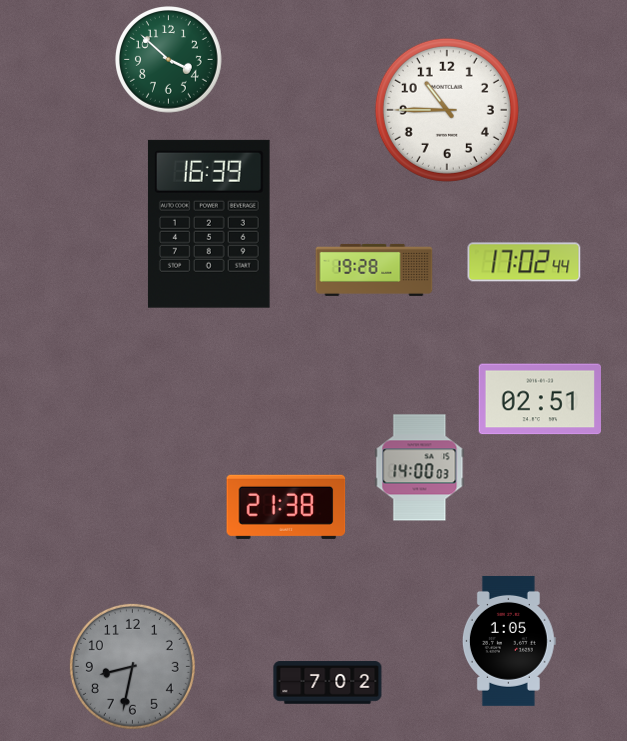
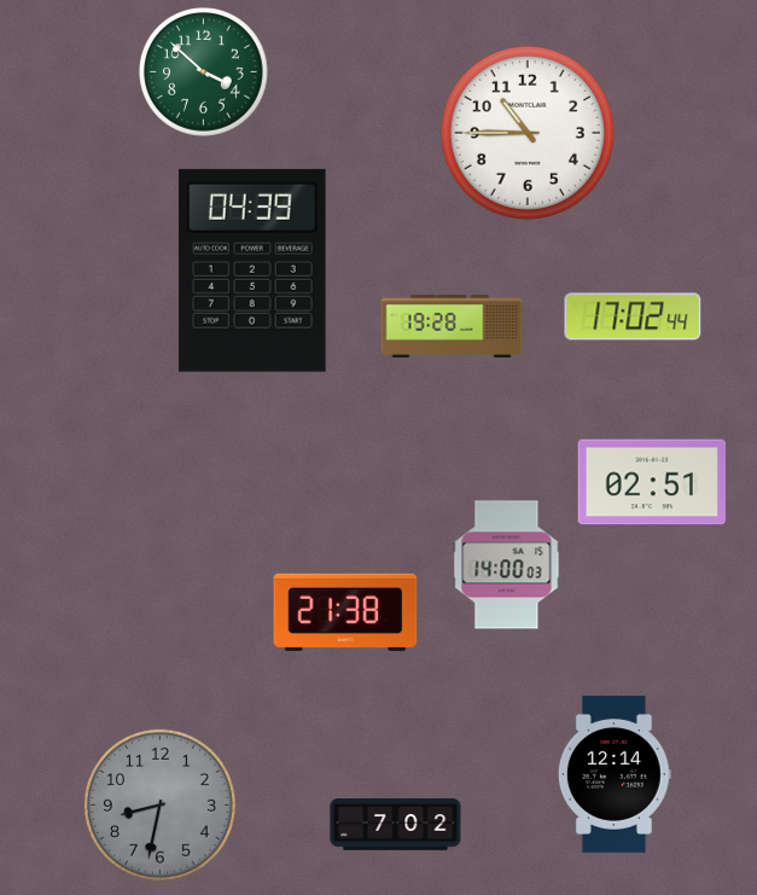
clock at (447, 110) position: (447, 110) -> (528, 133)
clock at (209, 224): 16:39 -> 04:39
clock at (509, 641): 1:05 -> 12:14
